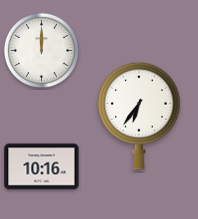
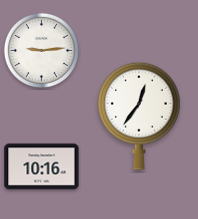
clock at (41, 50): 12:00 -> 9:14
clock at (139, 116): 6:36 -> 12:36
